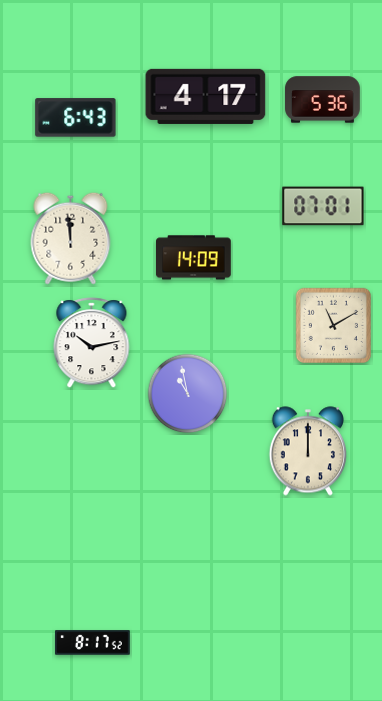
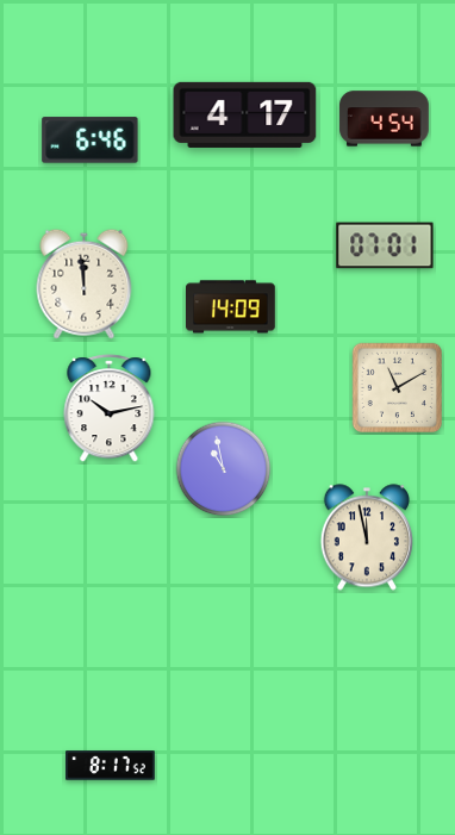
clock at (323, 100): 5:36 -> 4:54
clock at (76, 118): 6:43 -> 6:46
clock at (308, 451): 12:00 -> 11:58
